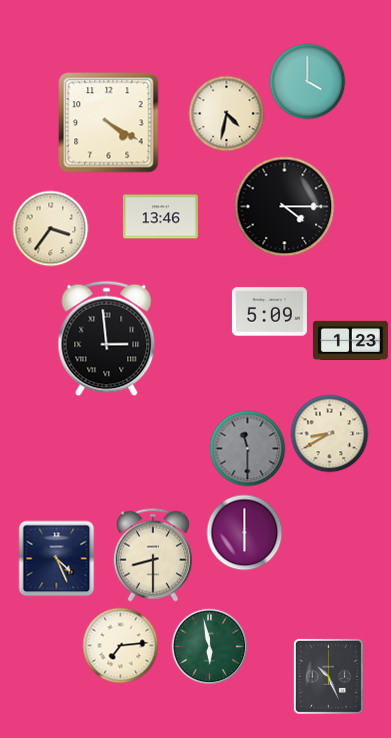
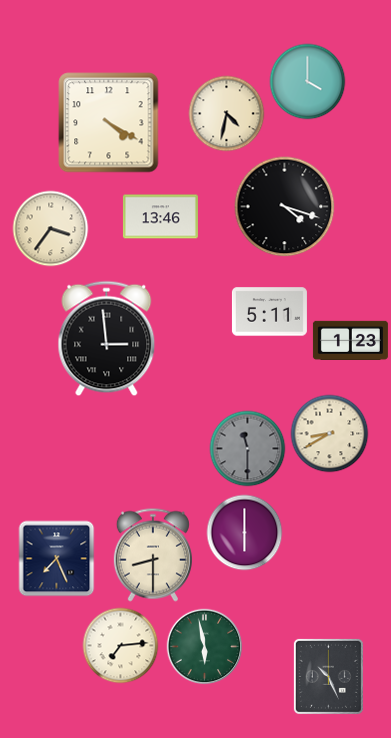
clock at (285, 207): 4:15 -> 4:18
clock at (269, 312): 5:09 -> 5:11
clock at (57, 559): 4:26 -> 7:26
clock at (210, 647) position: (210, 647) -> (205, 647)
